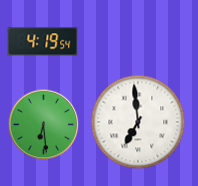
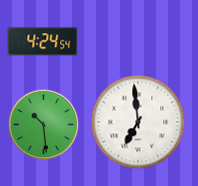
clock at (43, 42): 4:19 -> 4:24
clock at (44, 125): 6:29 -> 10:29
